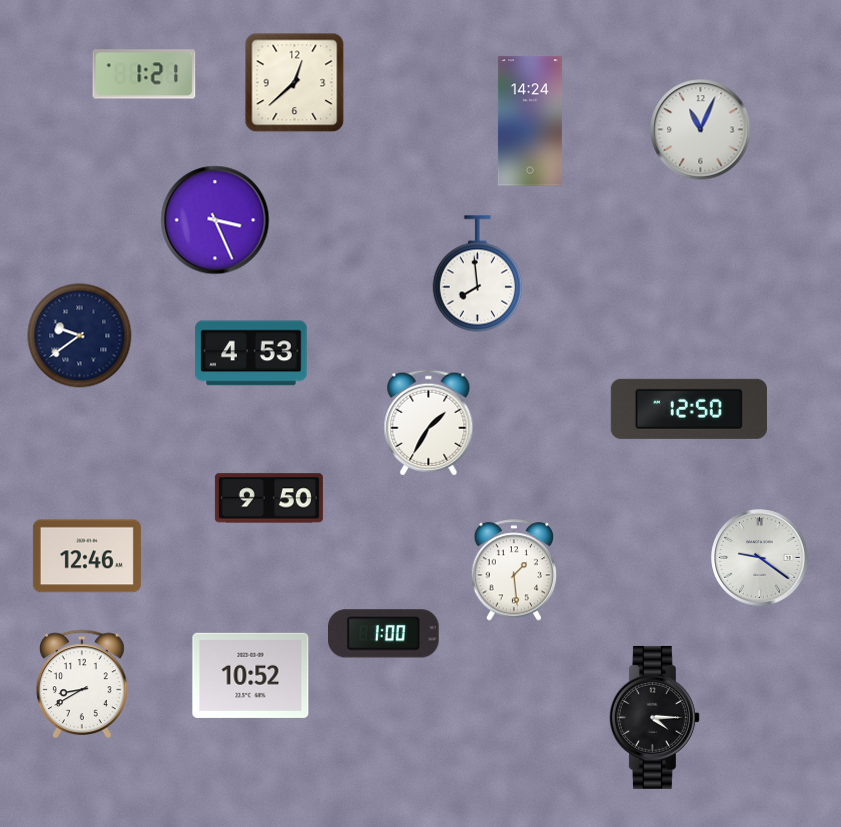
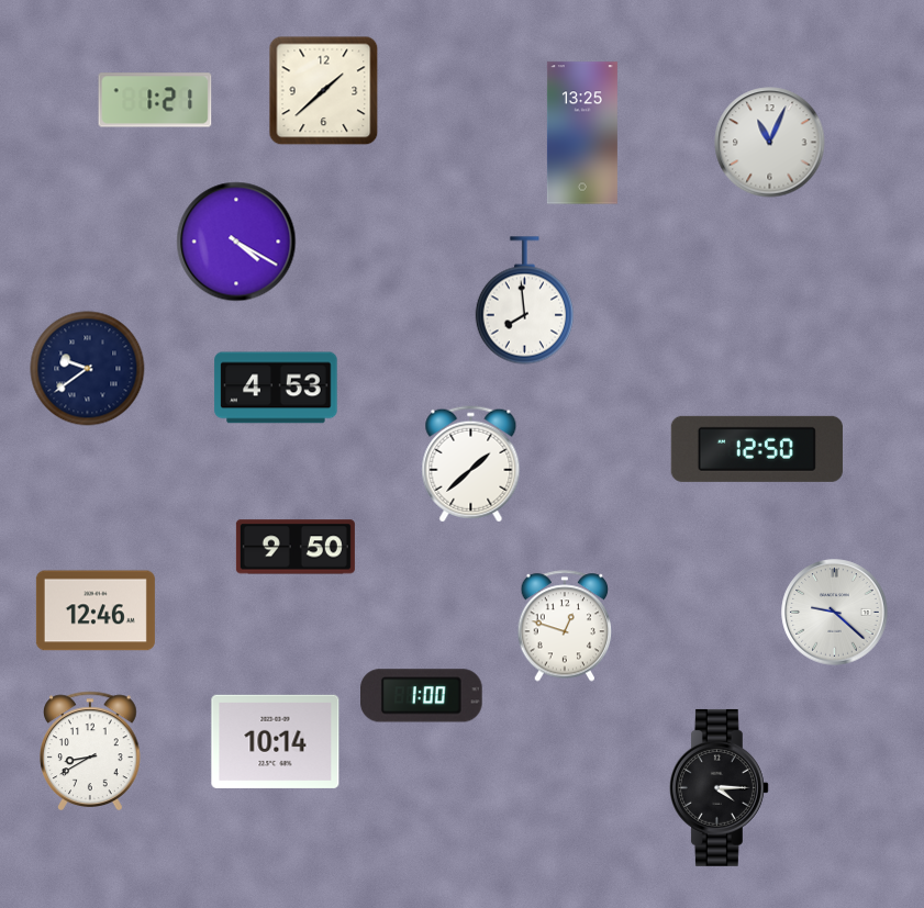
clock at (144, 74) position: (144, 74) -> (155, 100)
clock at (295, 83): 12:38 -> 1:38
clock at (530, 121): 14:24 -> 13:25
clock at (215, 220): 3:26 -> 4:20
clock at (429, 423): 1:35 -> 1:38
clock at (760, 558): 9:21 -> 9:22
clock at (514, 570): 1:29 -> 12:48
clock at (251, 675): 10:52 -> 10:14
